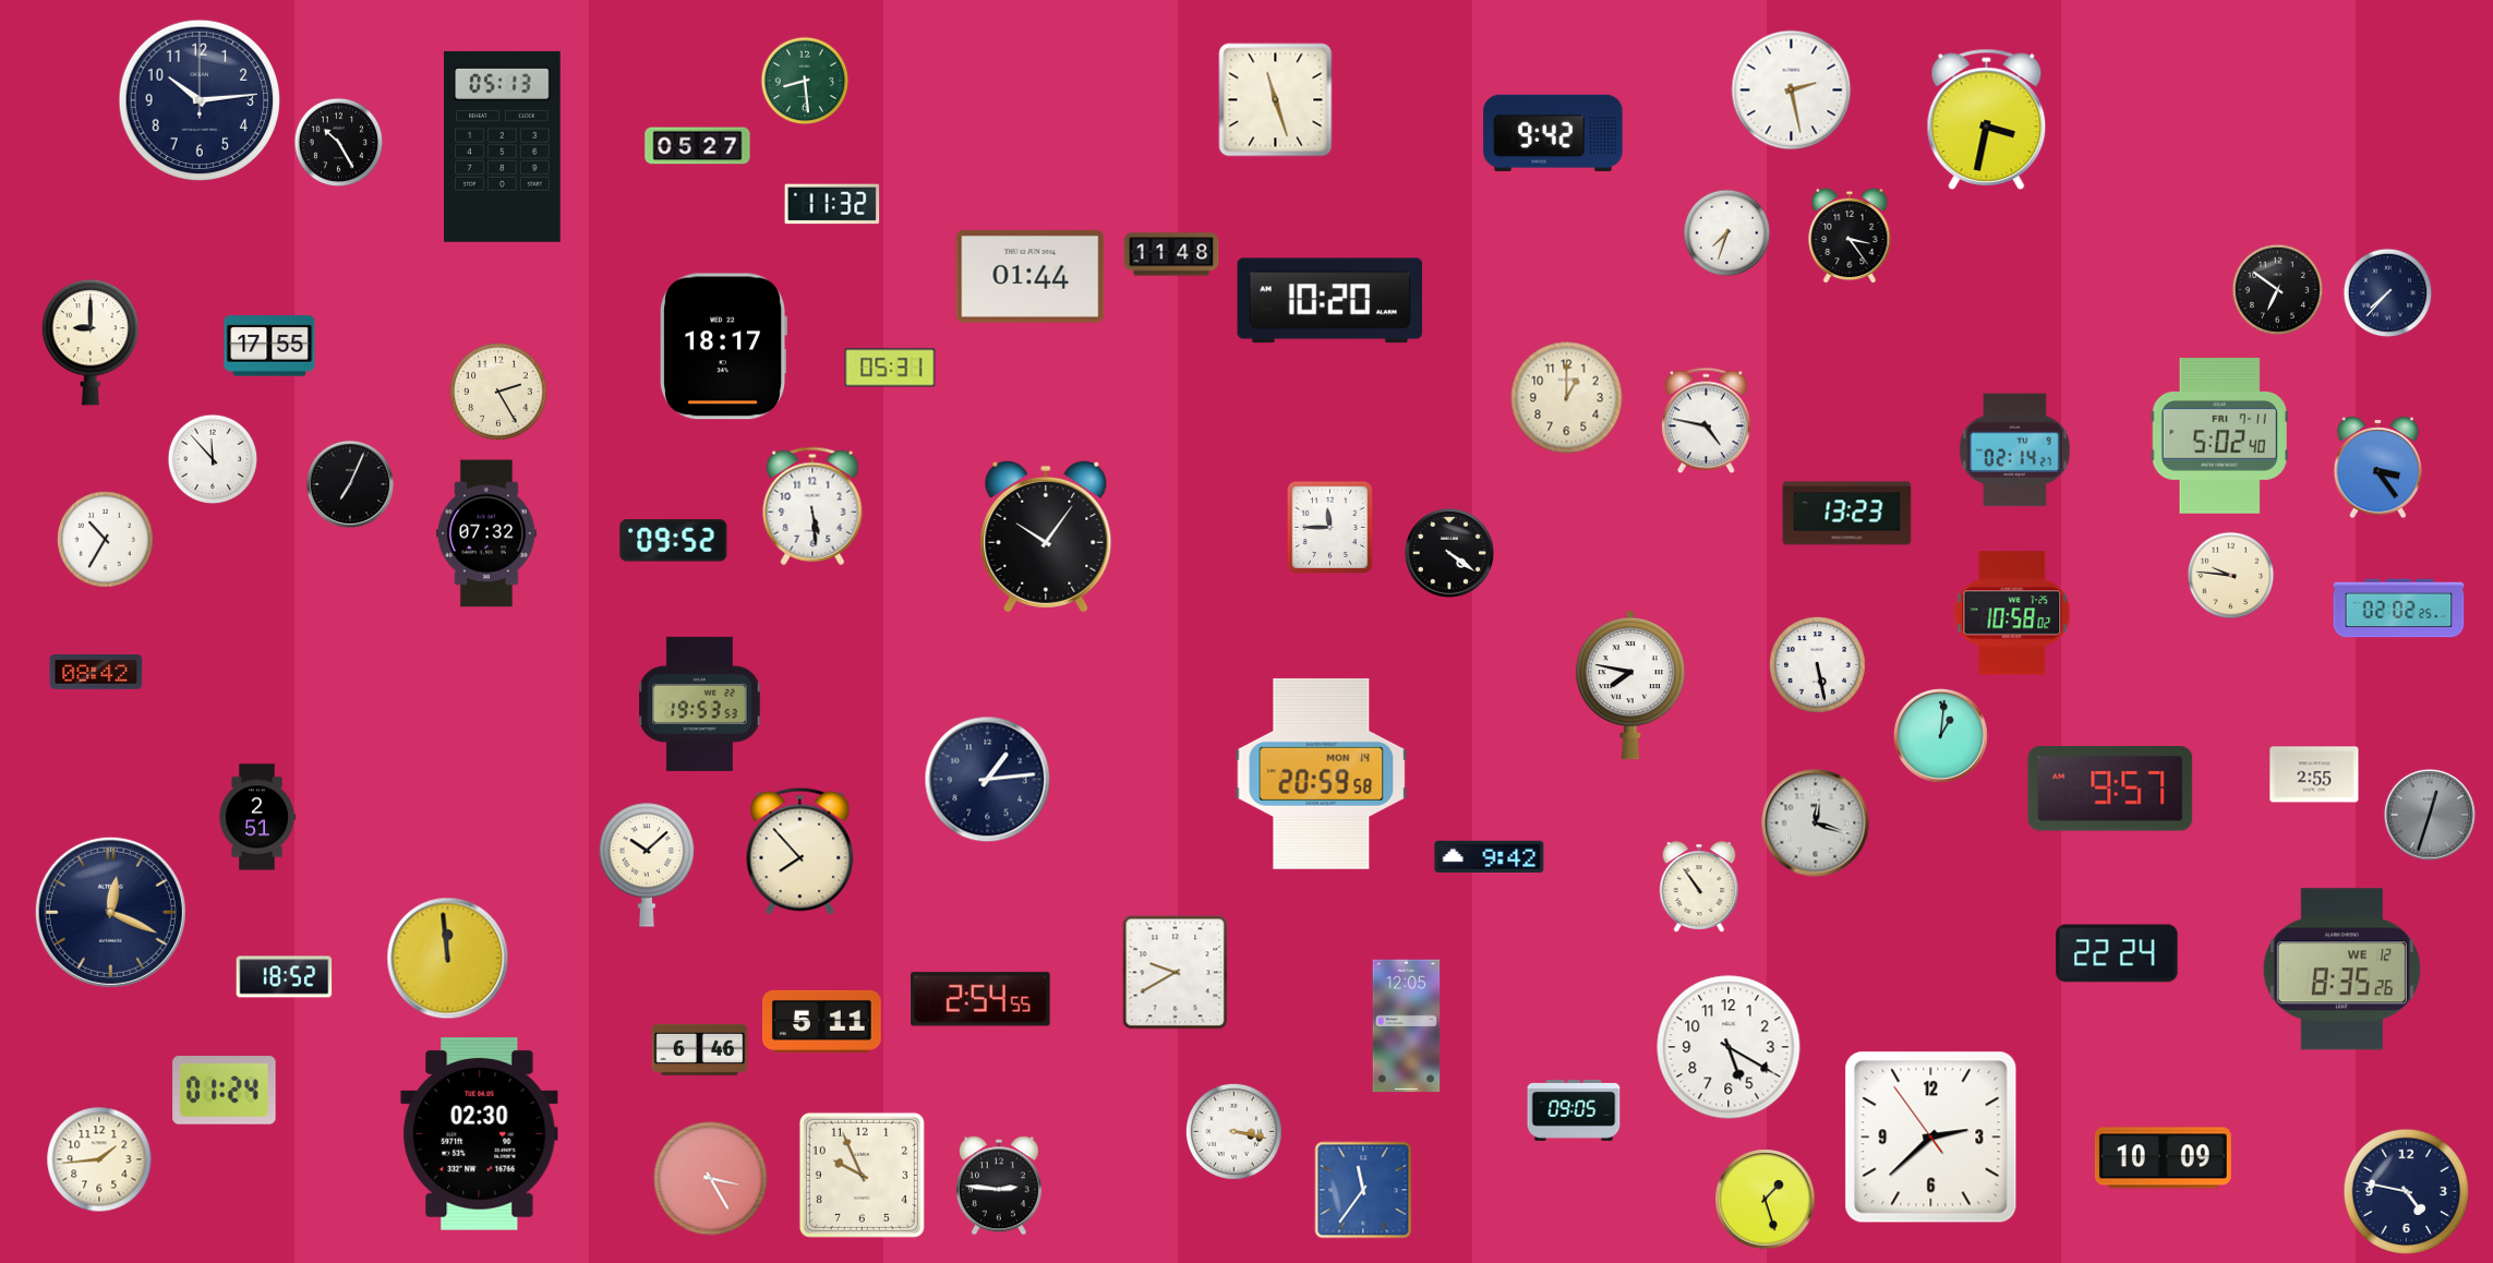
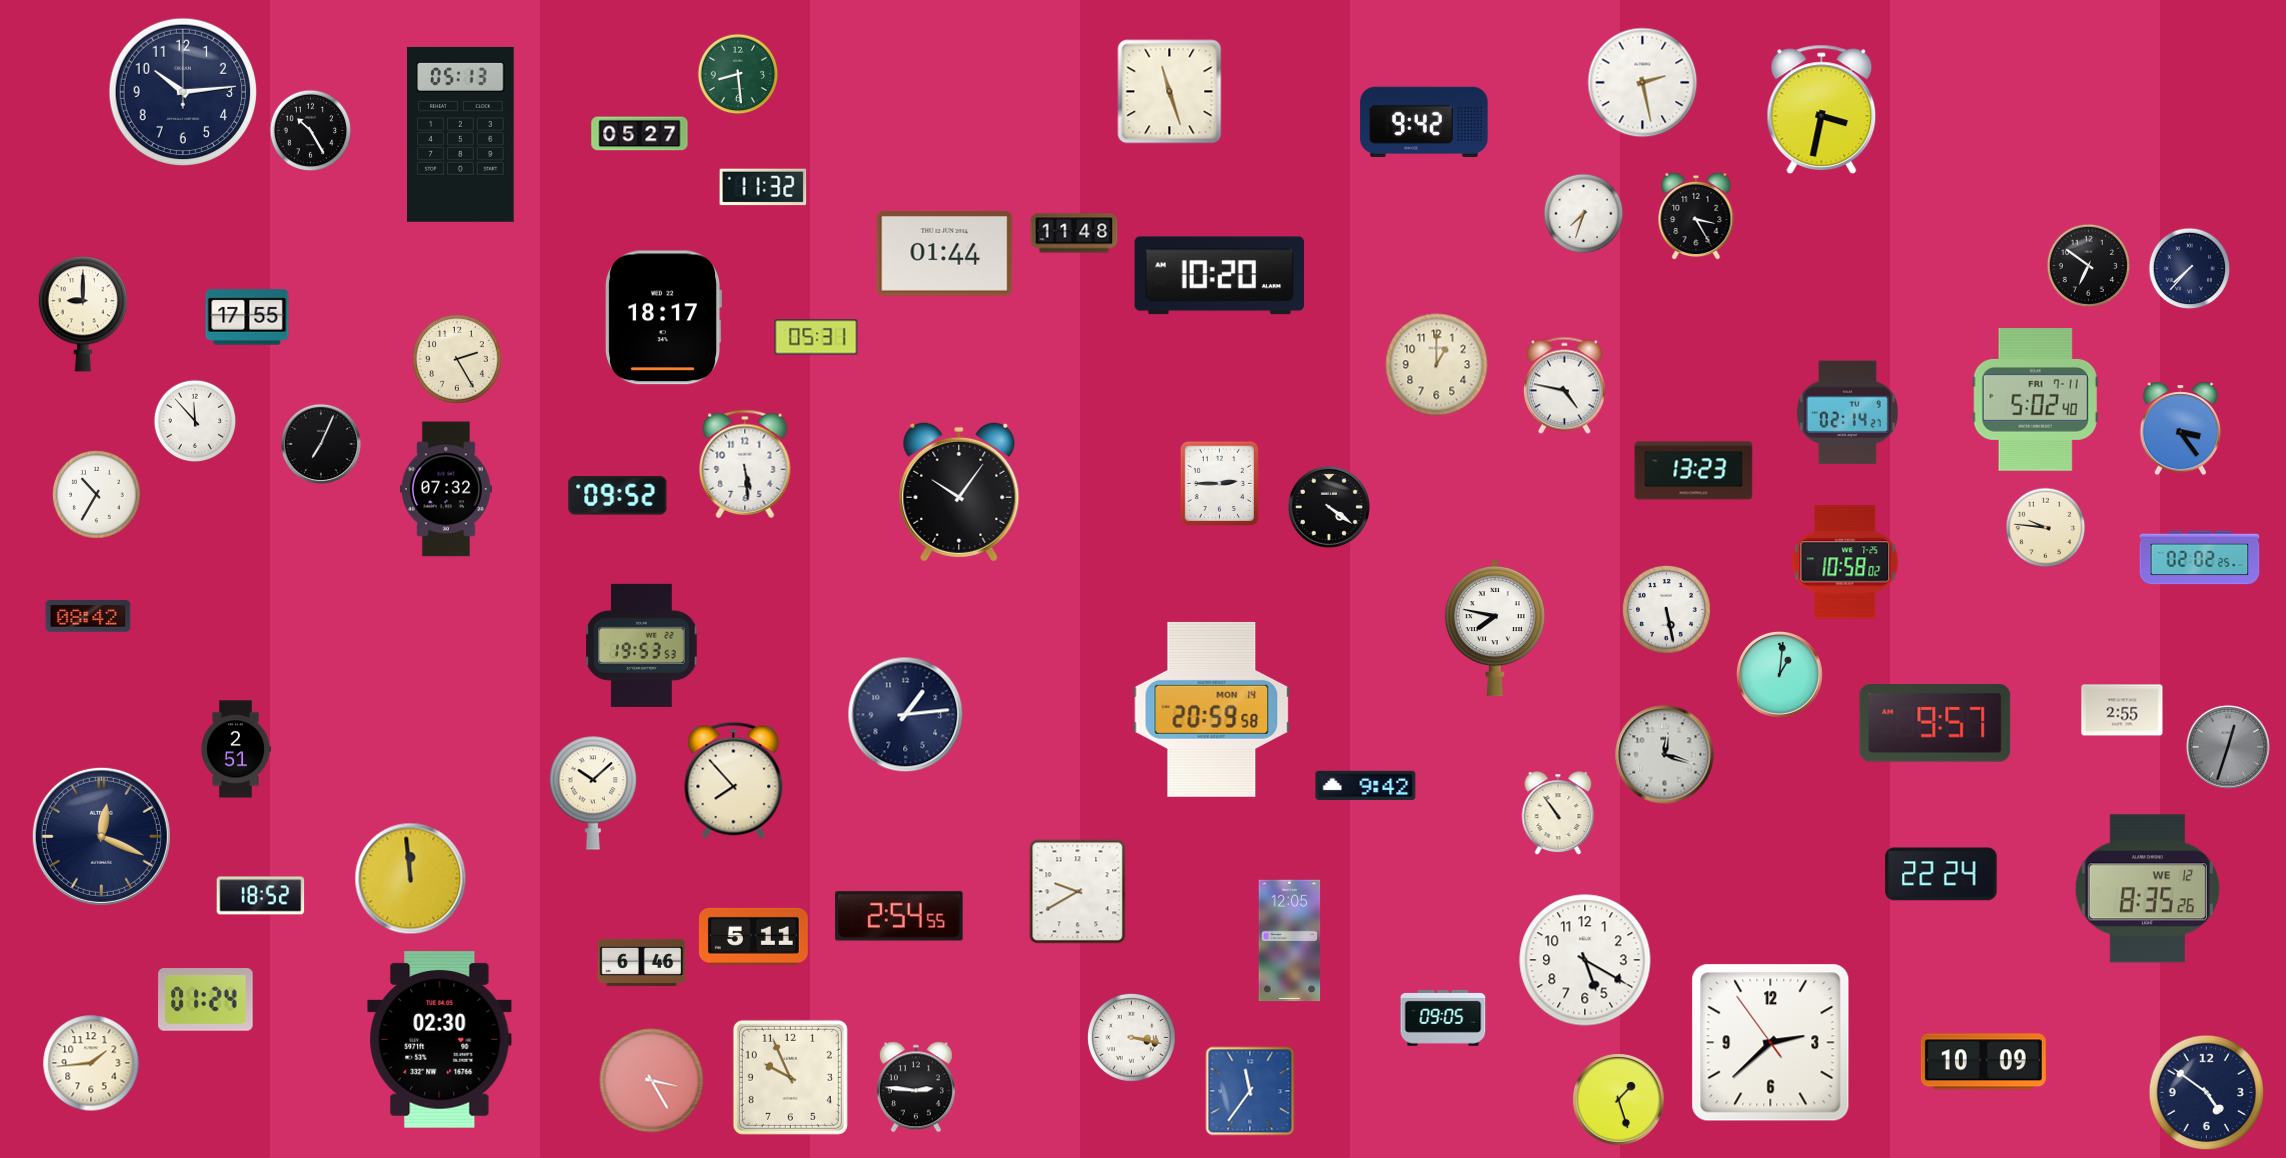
clock at (1850, 236): 3:24 -> 3:25
clock at (1329, 527): 11:45 -> 2:45
clock at (2406, 1191): 4:47 -> 4:51
